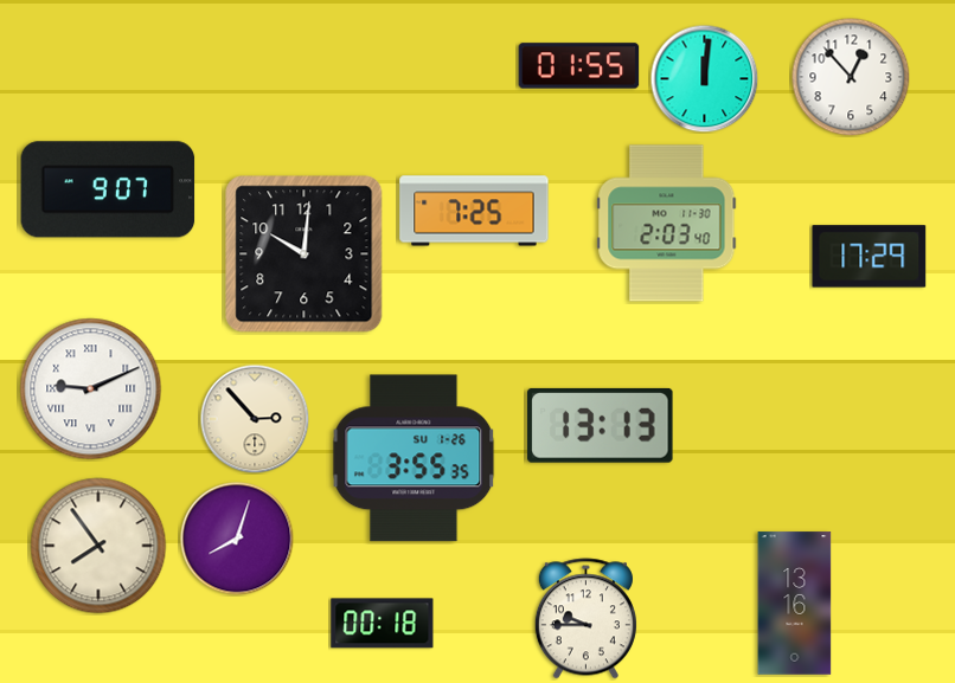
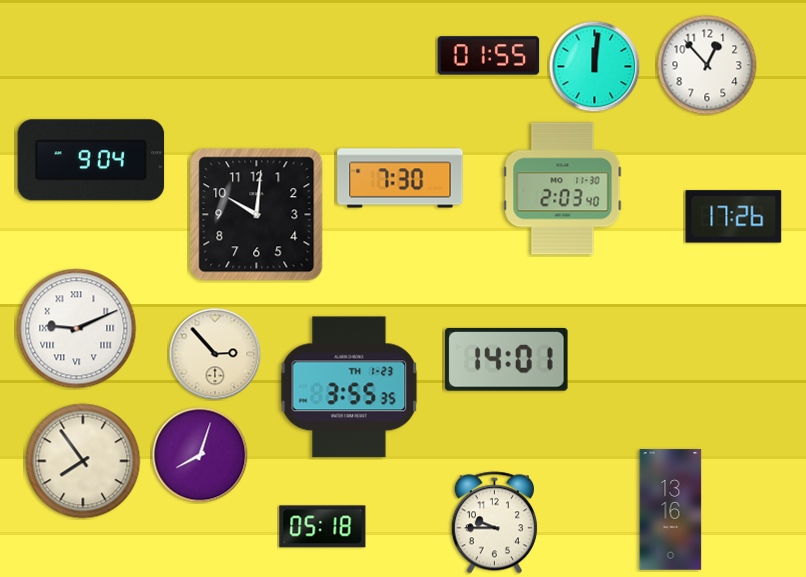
clock at (851, 77) position: (851, 77) -> (707, 65)
clock at (108, 189): 9:07 -> 9:04
clock at (474, 211): 7:25 -> 7:30
clock at (870, 257): 17:29 -> 17:26
clock at (601, 425): 13:13 -> 14:01
clock at (414, 458) date: SU 1-26 -> TH 1-23
clock at (383, 624): 00:18 -> 05:18
